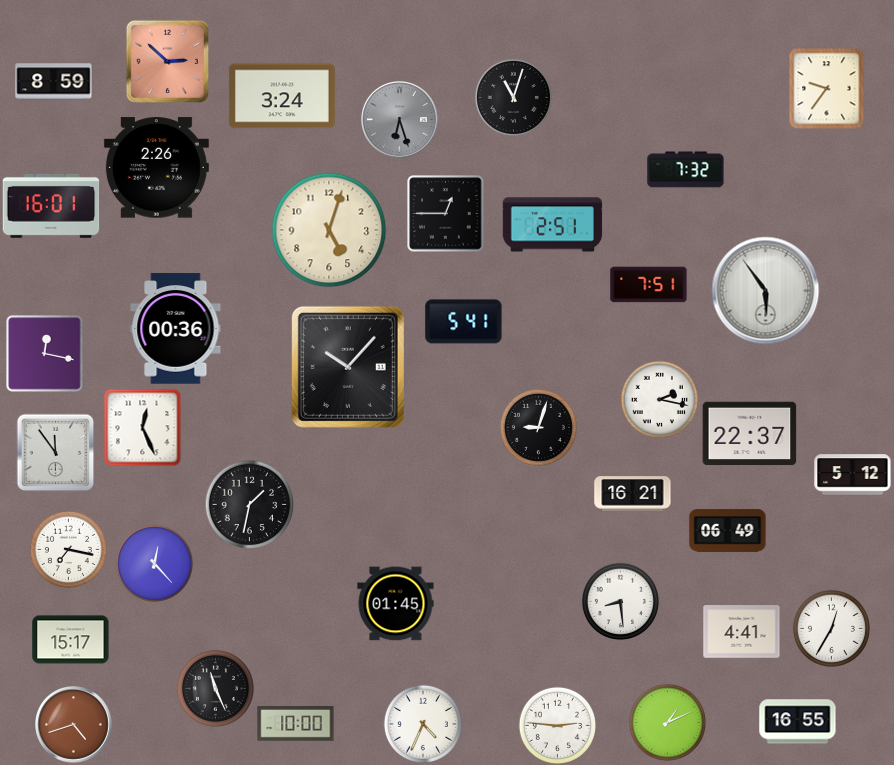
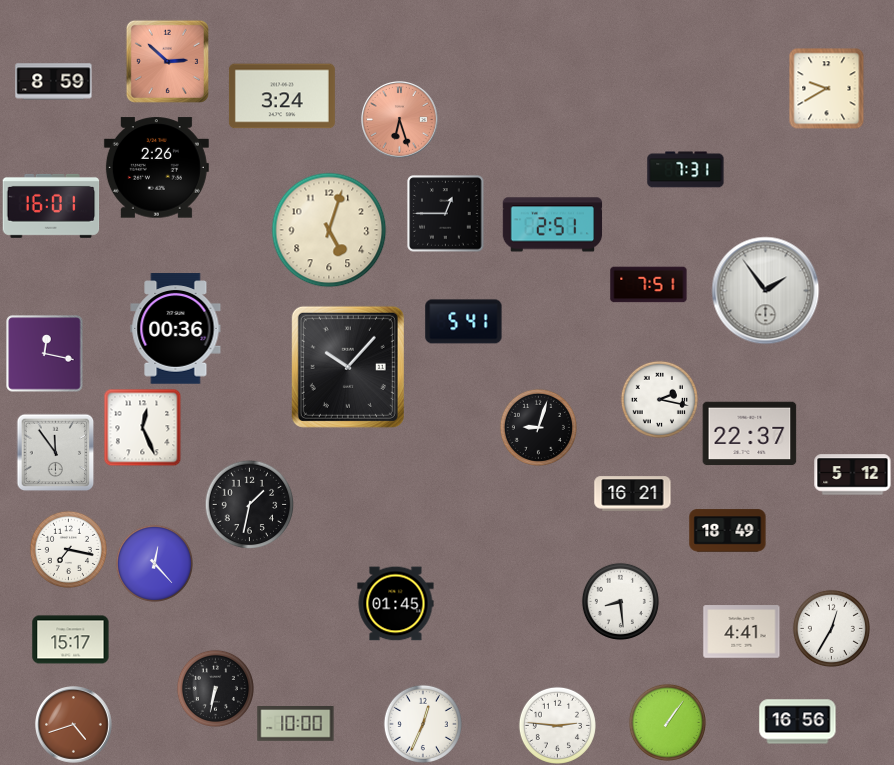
clock at (827, 88): 9:36 -> 9:40
clock at (513, 97): 11:03 -> none
clock at (400, 120) dial: grey -> salmon
clock at (686, 170): 7:32 -> 7:31
clock at (766, 291): 5:54 -> 1:54
clock at (728, 531): 06:49 -> 18:49
clock at (215, 688): 11:26 -> 6:32
clock at (667, 722): 1:11 -> 1:06
clock at (798, 722): 16:55 -> 16:56
clock at (423, 724): 4:34 -> 12:34
